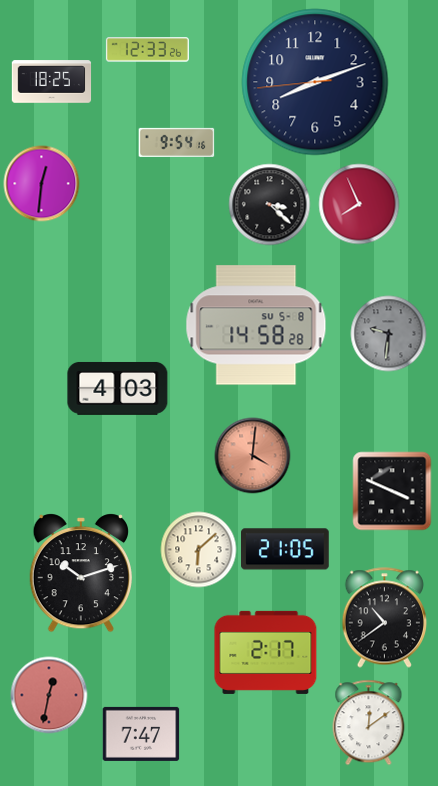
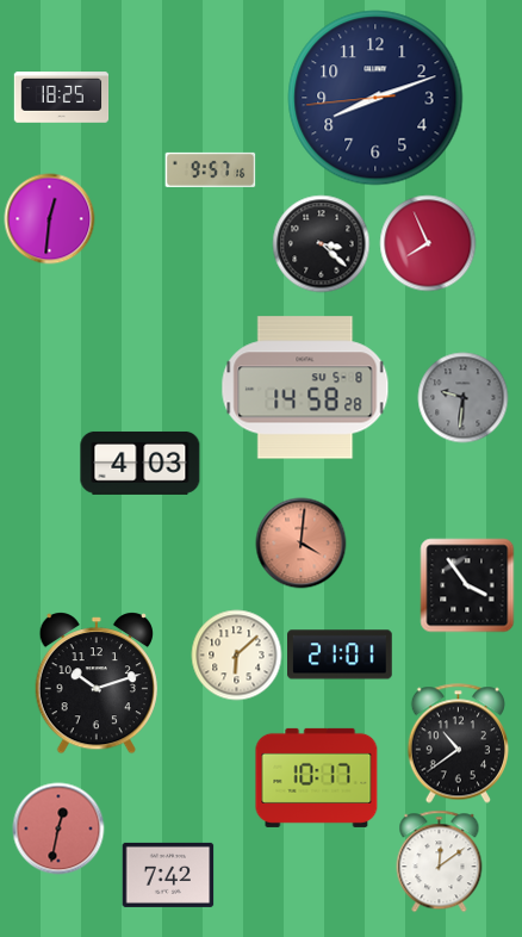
clock at (147, 50): 12:33 -> none
clock at (177, 142): 9:54 -> 9:57
clock at (392, 491): 3:49 -> 3:54
clock at (285, 549): 21:05 -> 21:01
clock at (384, 618) position: (384, 618) -> (458, 744)
clock at (266, 652): 2:17 -> 10:17
clock at (141, 734): 7:47 -> 7:42
